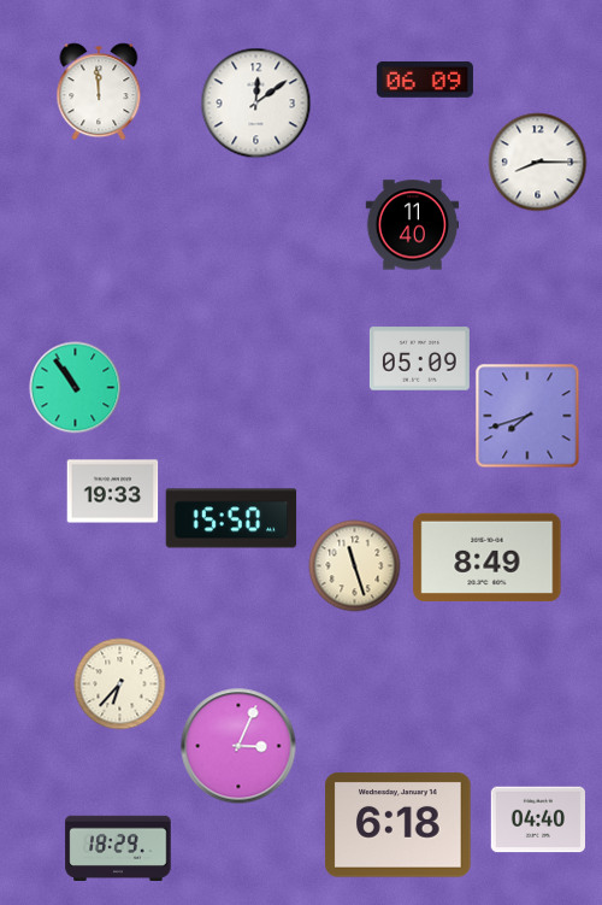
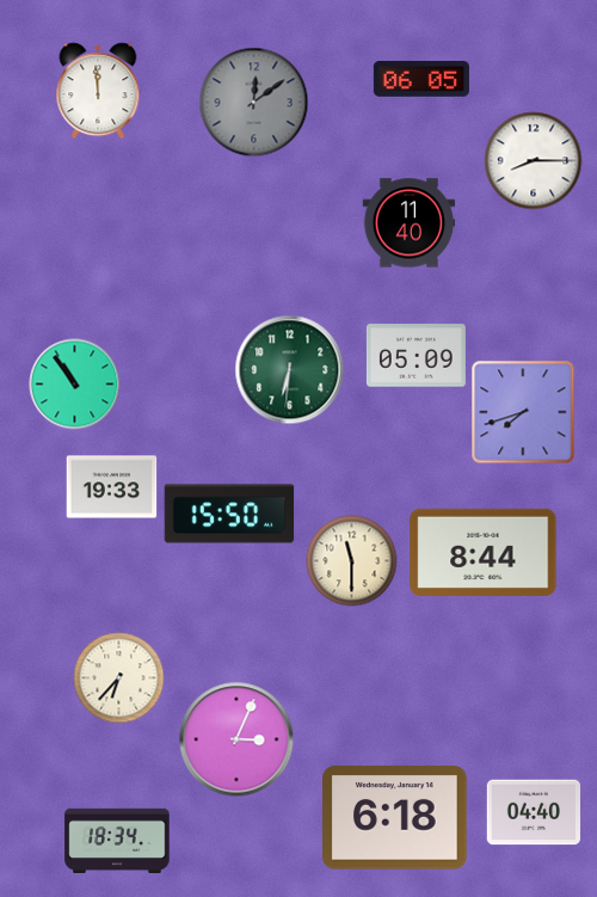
clock at (425, 80): 06:09 -> 06:05
clock at (256, 104) dial: white -> grey
clock at (290, 370): none -> 6:31
clock at (488, 557): 8:49 -> 8:44
clock at (355, 566): 11:27 -> 11:30
clock at (118, 847): 18:29 -> 18:34
